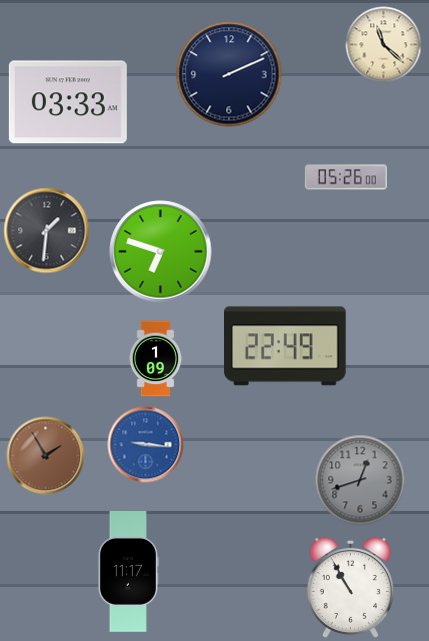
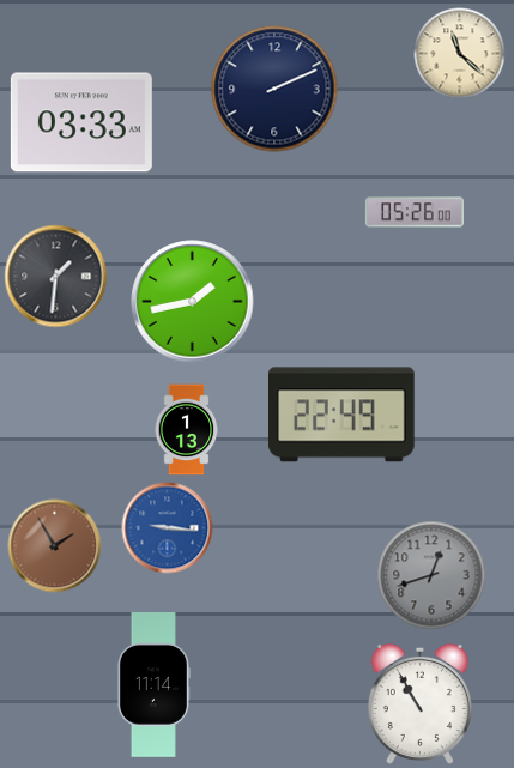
clock at (161, 252): 6:48 -> 1:43
clock at (156, 359): 1:09 -> 1:13
clock at (146, 445) position: (146, 445) -> (168, 528)
clock at (128, 572): 11:17 -> 11:14
